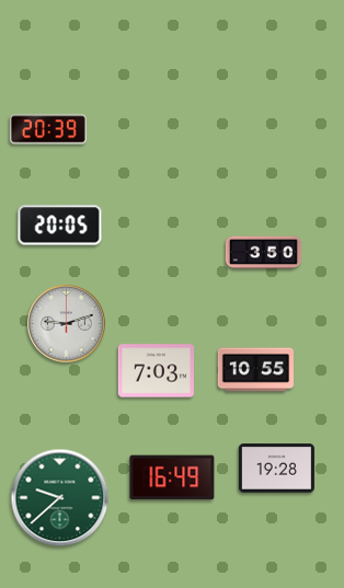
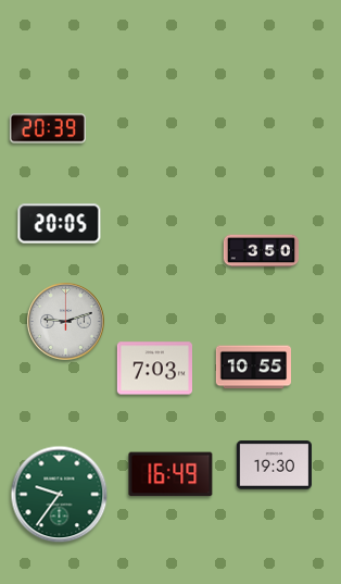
clock at (276, 469): 19:28 -> 19:30
clock at (60, 498): 9:38 -> 9:36
